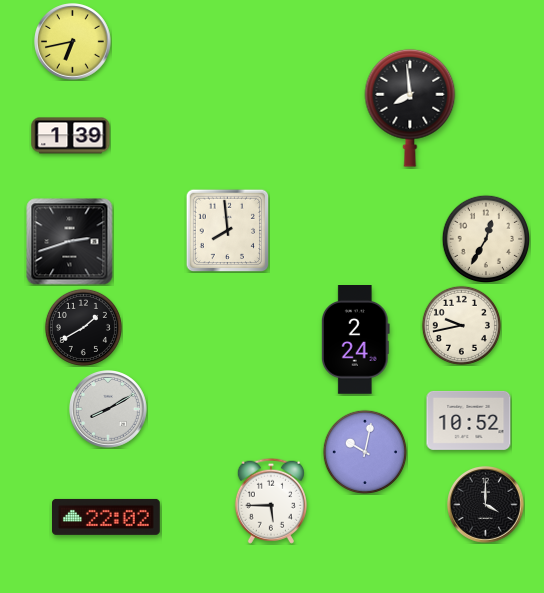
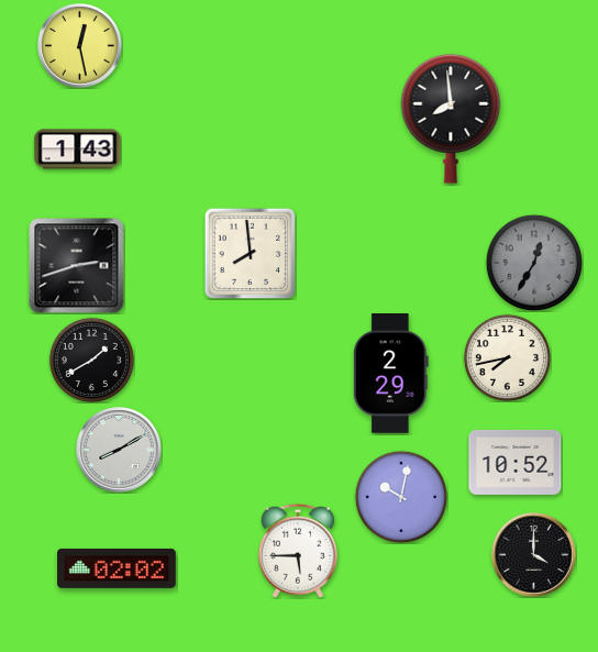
clock at (73, 42): 6:43 -> 12:28
clock at (71, 136): 1:39 -> 1:43
clock at (485, 238) dial: cream -> grey
clock at (461, 325): 9:43 -> 7:43
clock at (355, 340): 2:24 -> 2:29
clock at (107, 517): 22:02 -> 02:02
